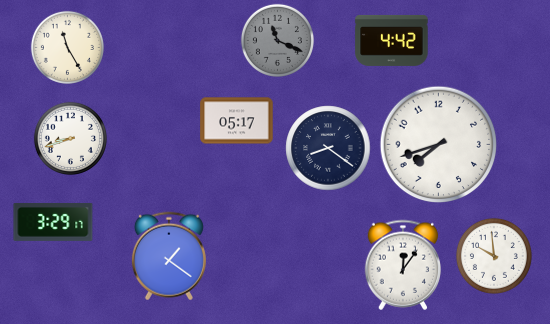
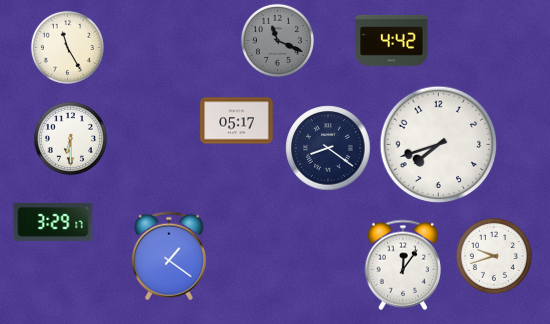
clock at (70, 138): 8:42 -> 6:30
clock at (494, 256): 9:59 -> 9:42
